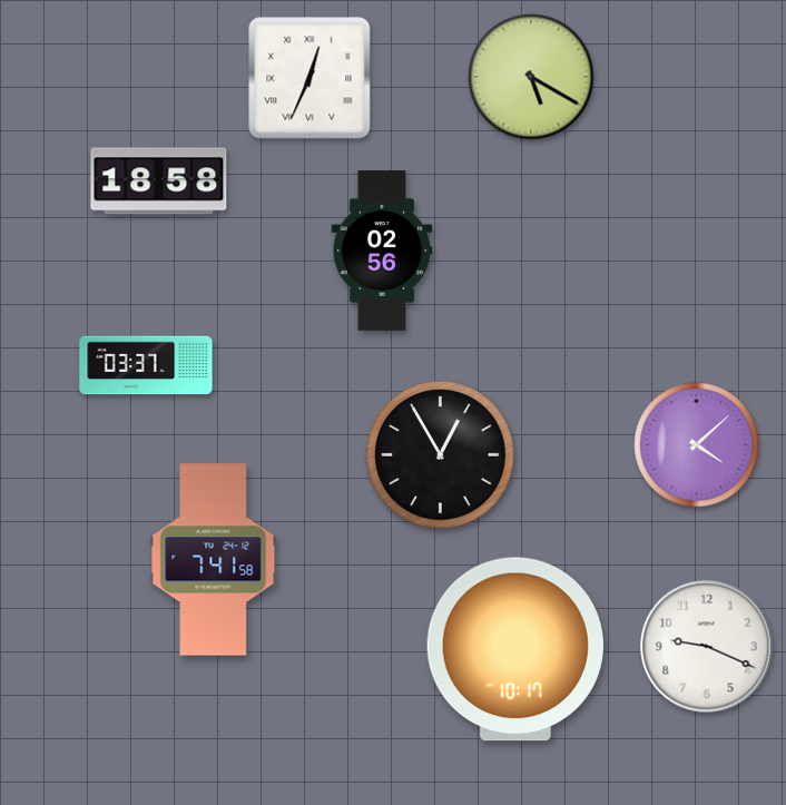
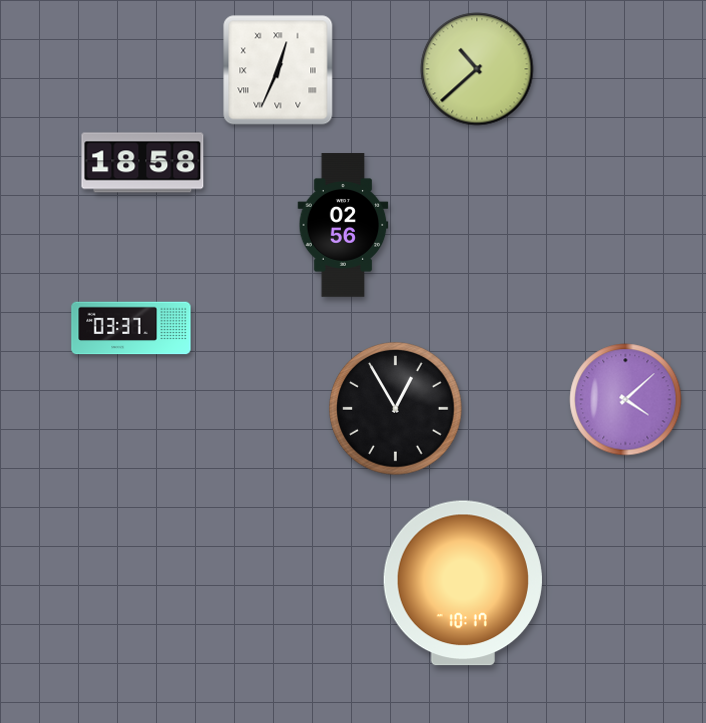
clock at (531, 77): 5:20 -> 10:38
clock at (214, 560): 7:41 -> none
clock at (707, 647): 9:19 -> none
